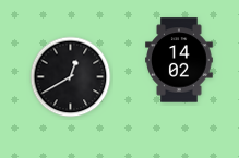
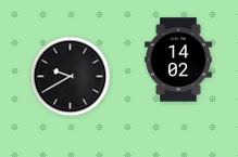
clock at (71, 77): 12:40 -> 9:40
